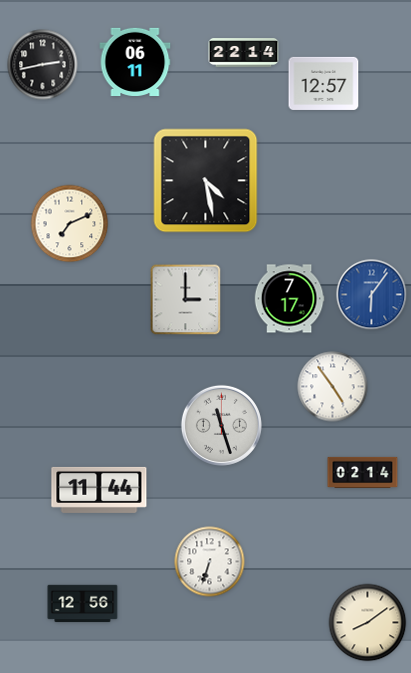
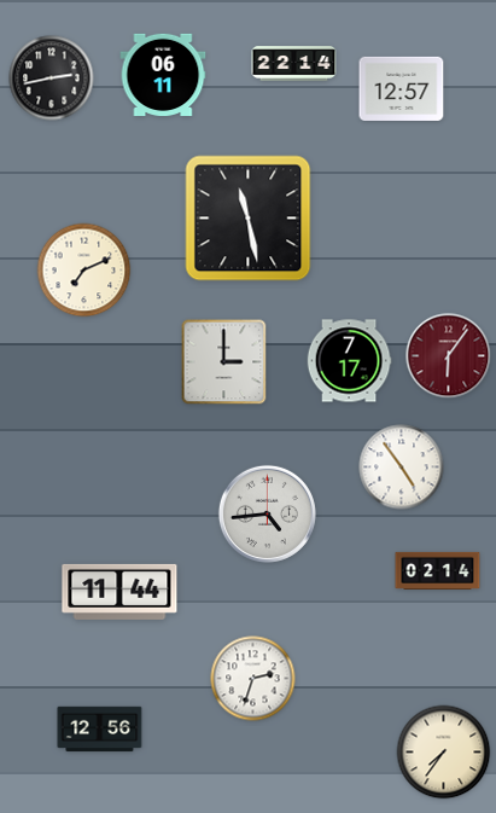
clock at (324, 83) position: (324, 83) -> (402, 88)
clock at (206, 181): 4:28 -> 11:28
clock at (372, 295) dial: blue -> burgundy
clock at (221, 425): 11:27 -> 4:44
clock at (210, 562): 6:33 -> 2:33
clock at (368, 623): 8:09 -> 7:36
